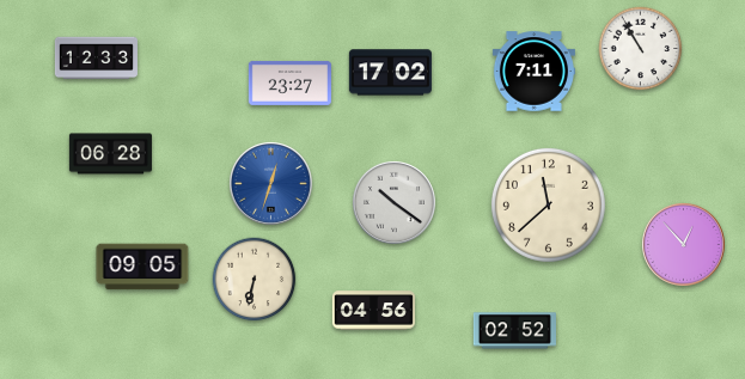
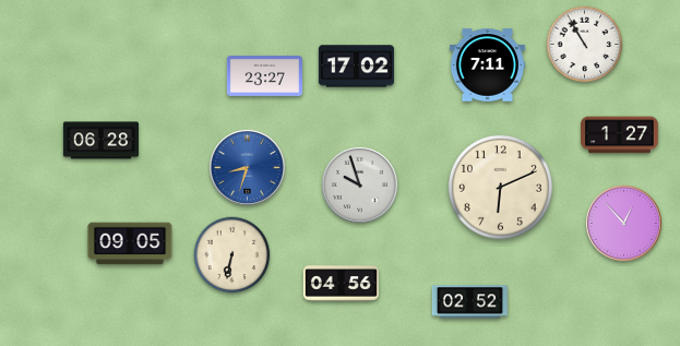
clock at (96, 59): 12:33 -> none
clock at (620, 135): none -> 1:27
clock at (270, 183): 12:33 -> 8:33
clock at (393, 202): 10:21 -> 9:57
clock at (548, 204): 11:38 -> 6:11
